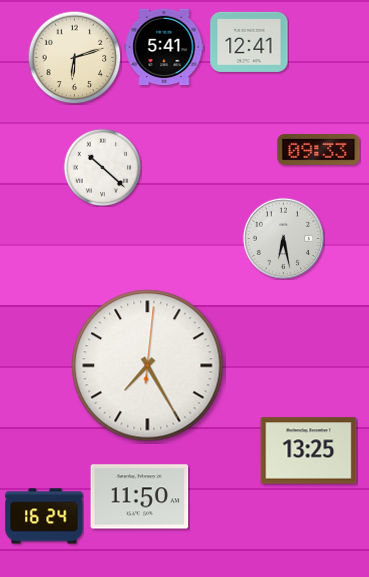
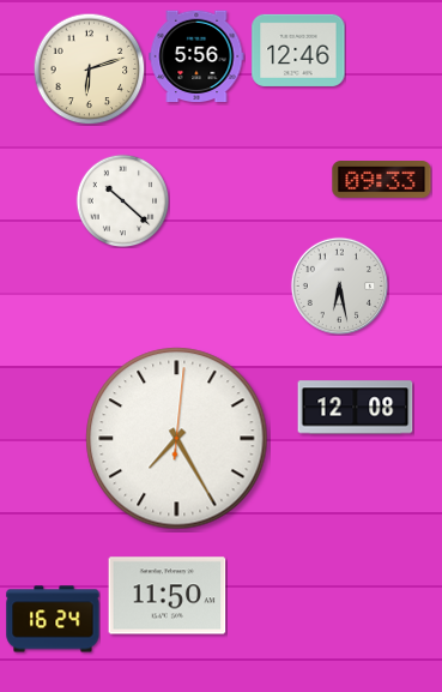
clock at (249, 42): 12:41 -> 12:46
clock at (164, 47): 5:41 -> 5:56
clock at (356, 408): none -> 12:08
clock at (309, 451): 13:25 -> none
